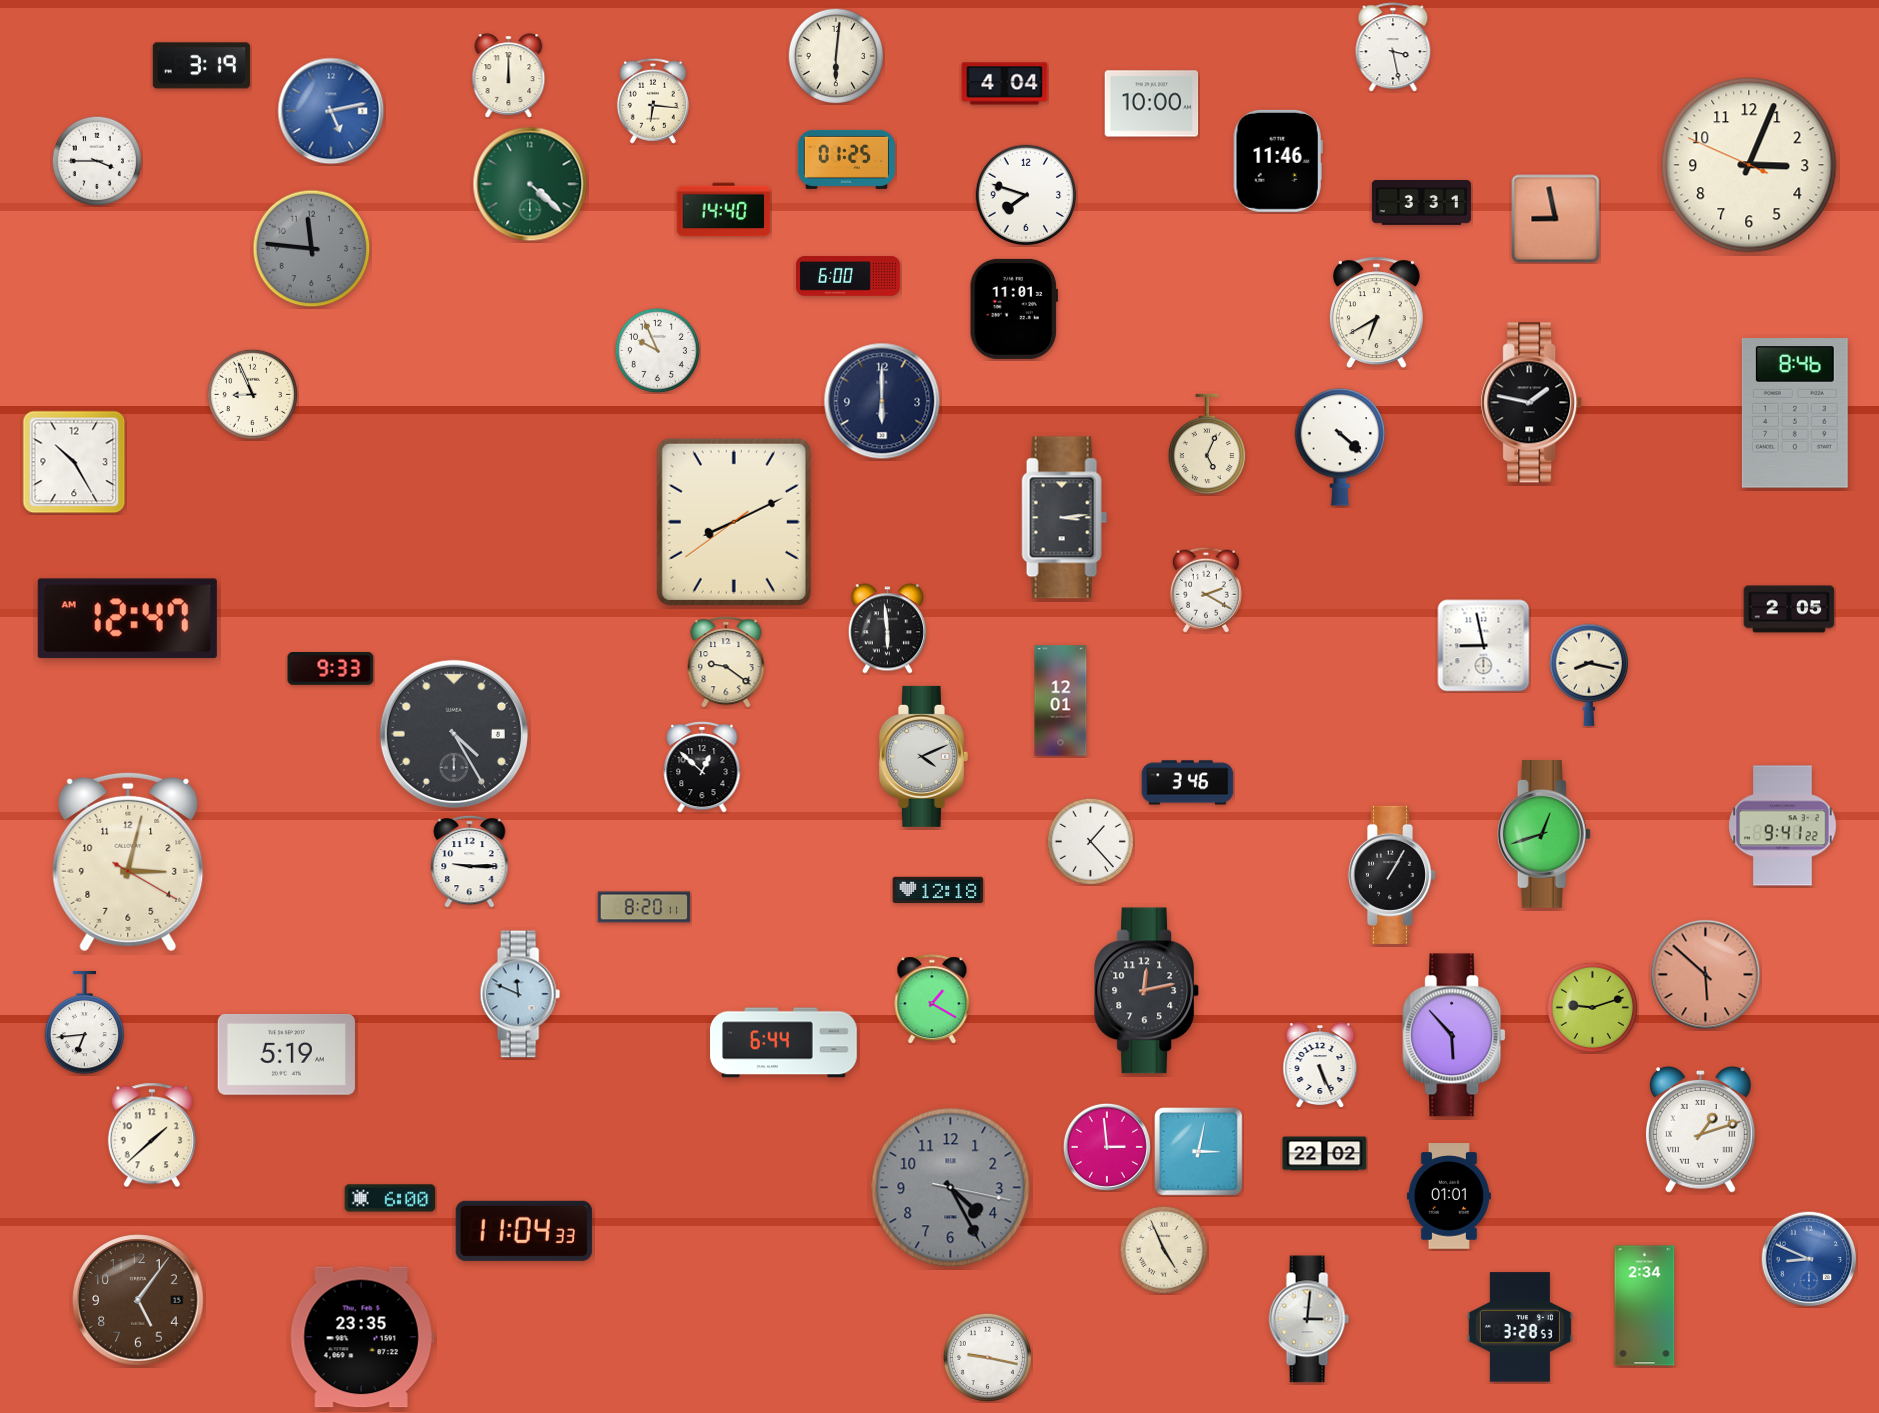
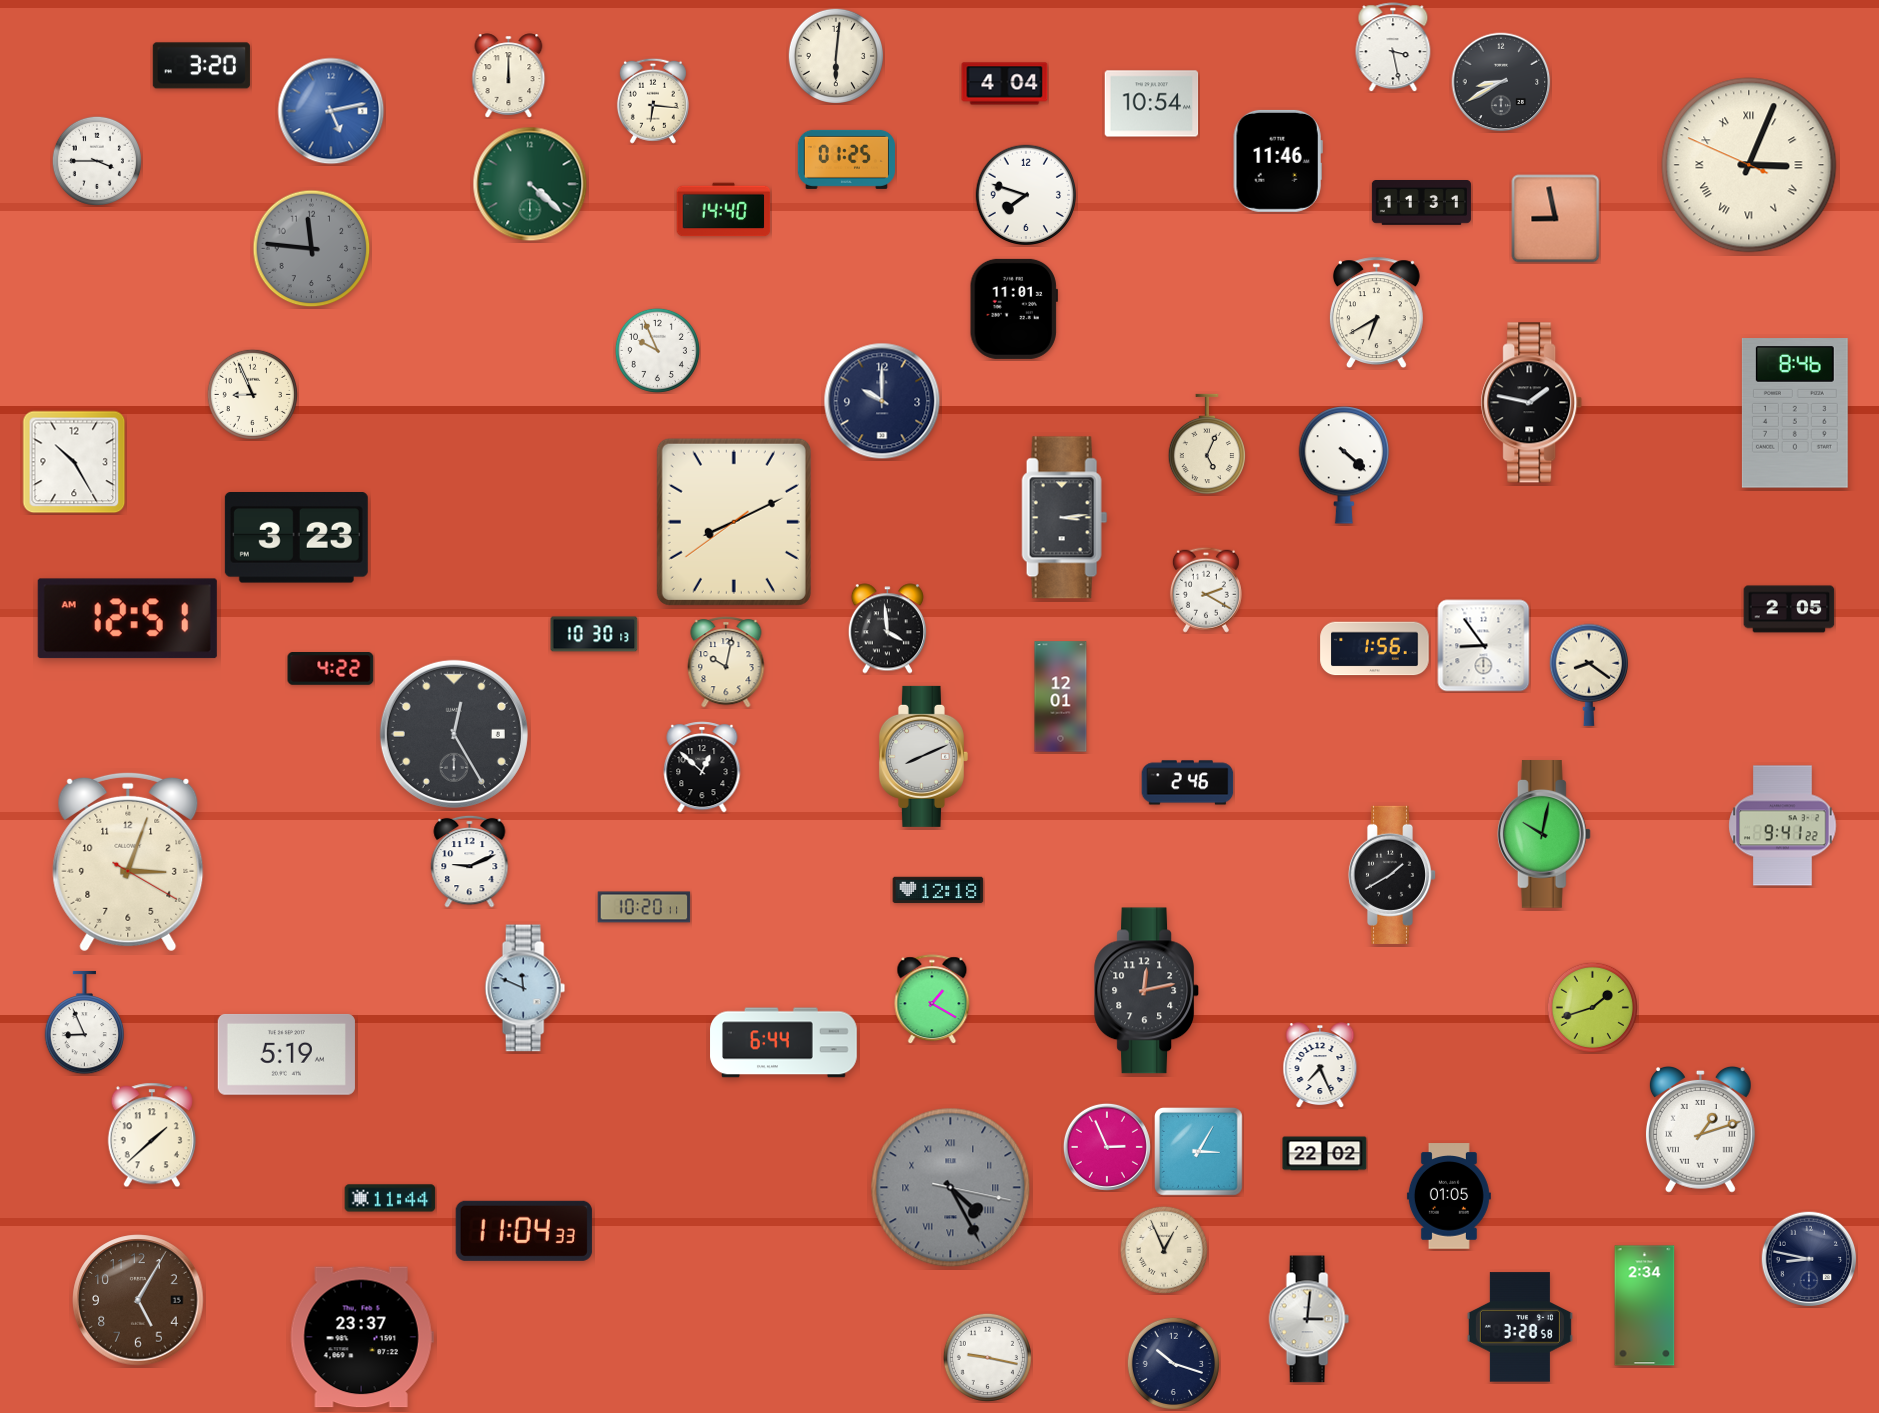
clock at (201, 66): 3:19 -> 3:20
clock at (1501, 82): none -> 8:40
clock at (1152, 104): 10:00 -> 10:54
clock at (1749, 165) numerals: Arabic -> Roman
clock at (1421, 203): 3:31 -> 11:31
clock at (849, 276): 6:00 -> none
clock at (882, 401): 6:00 -> 10:00
clock at (1340, 447) position: (1340, 447) -> (1344, 465)
clock at (296, 538): none -> 3:23
clock at (127, 619): 12:47 -> 12:51
clock at (887, 629): 5:59 -> 3:59
clock at (594, 634): none -> 10:30
clock at (1484, 646): 8:58 -> 8:54
clock at (1375, 649): none -> 1:56
clock at (726, 662): 9:21 -> 10:02
clock at (331, 669): 9:33 -> 4:22
clock at (1588, 675): 8:17 -> 8:21
clock at (1061, 701) position: (1061, 701) -> (1061, 697)
clock at (454, 734): 4:25 -> 12:25
clock at (923, 756): 4:11 -> 8:11
clock at (1188, 783): 3:46 -> 2:46
clock at (1544, 834): 12:42 -> 10:02
clock at (1090, 841): 1:23 -> none
clock at (470, 861): 9:15 -> 9:11
clock at (128, 862): 3:02 -> 3:03
clock at (1392, 875): 1:05 -> 1:40
clock at (644, 907): 8:20 -> 10:20
clock at (1706, 975): 5:52 -> none
clock at (520, 994) position: (520, 994) -> (525, 988)
clock at (1592, 1007): 9:12 -> 1:42
clock at (84, 1023): 6:44 -> 8:56
clock at (1454, 1035): 5:53 -> none
clock at (1320, 1065): 5:26 -> 7:26
clock at (1107, 1147): 2:59 -> 2:56
clock at (1199, 1152): 3:02 -> 3:05
clock at (951, 1188) numerals: Arabic -> Roman
clock at (1449, 1196): 01:01 -> 01:05
clock at (390, 1198): 6:00 -> 11:44
clock at (1164, 1250): 4:56 -> 12:56
clock at (1809, 1259): 8:49 -> 8:47
clock at (1809, 1259) dial: blue -> navy
clock at (138, 1300): 5:06 -> 5:05
clock at (1520, 1327): 3:28:53 -> 3:28:58
clock at (362, 1337): 23:35 -> 23:37
clock at (1173, 1363): none -> 10:18
